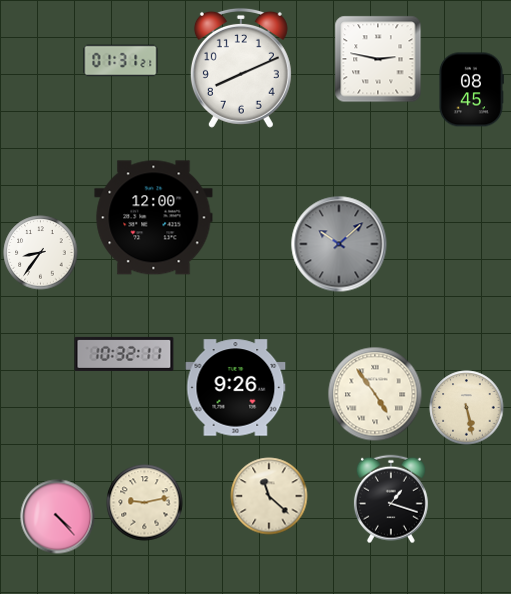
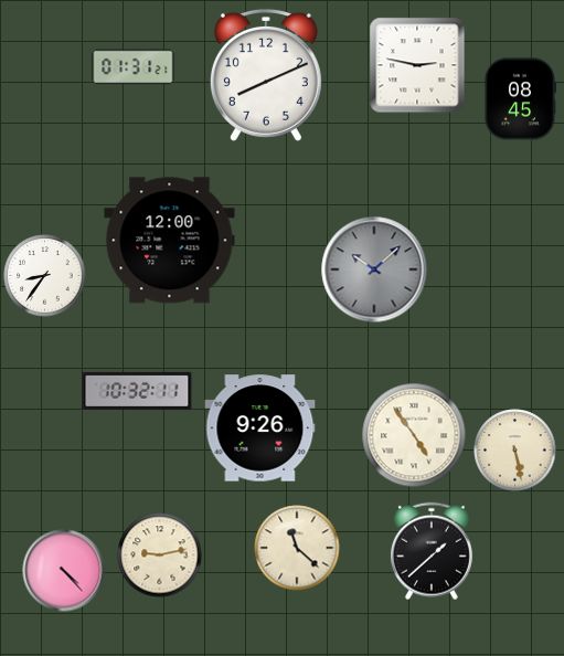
clock at (41, 253) position: (41, 253) -> (45, 276)
clock at (391, 499): 1:18 -> 1:38
